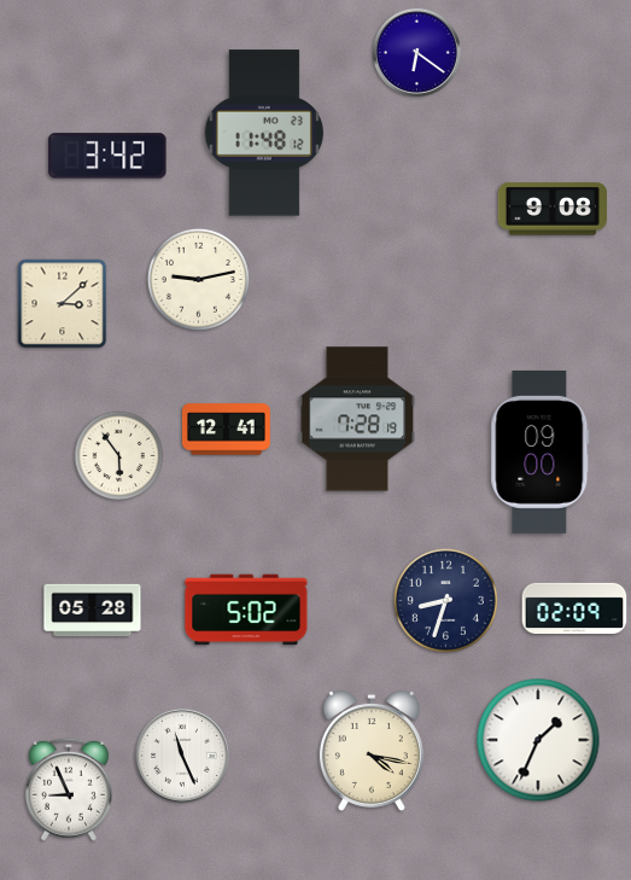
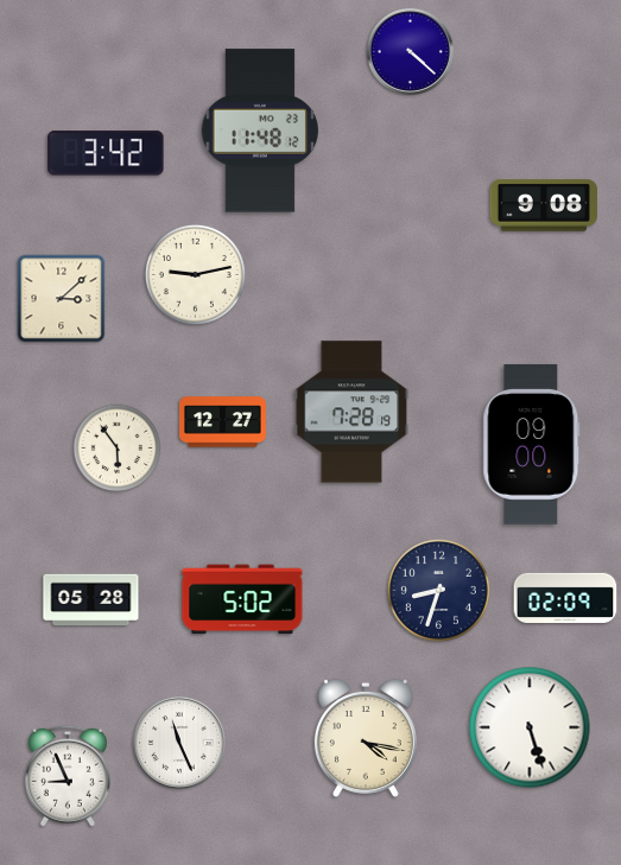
clock at (416, 52): 6:21 -> 4:22
clock at (227, 430): 12:41 -> 12:27
clock at (538, 740): 1:34 -> 5:27
